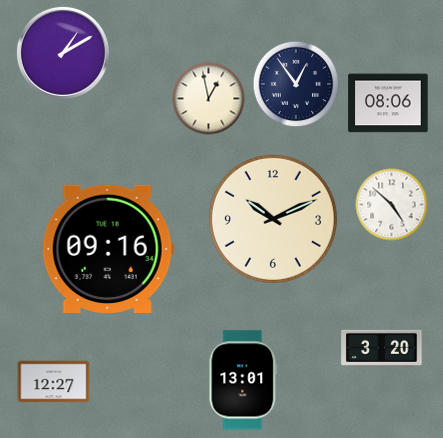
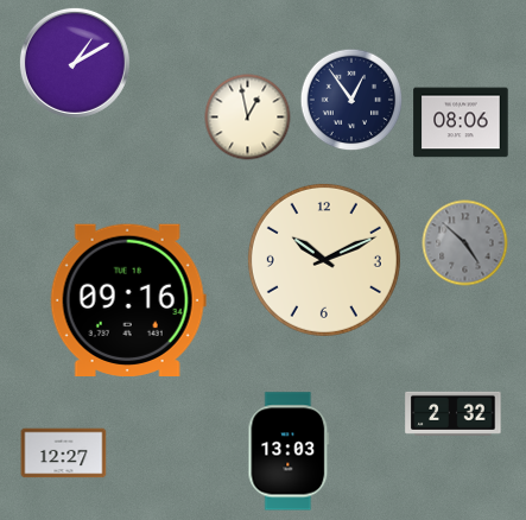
clock at (392, 205) dial: white -> grey
clock at (108, 248) position: (108, 248) -> (128, 299)
clock at (382, 348): 3:20 -> 2:32
clock at (243, 380): 13:01 -> 13:03
